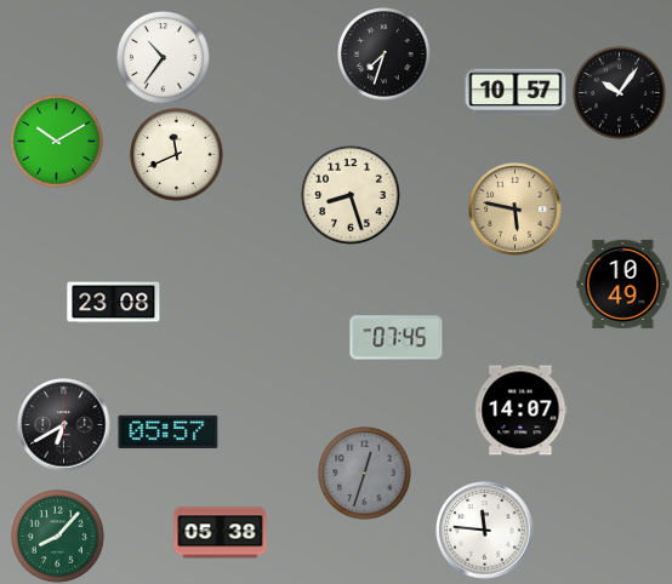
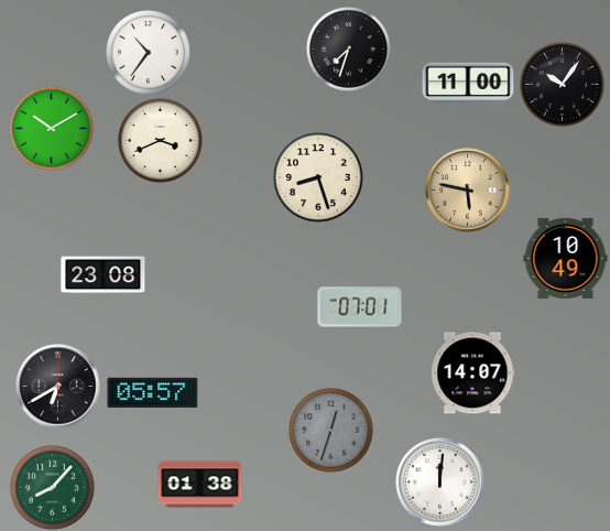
clock at (516, 92): 10:57 -> 11:00
clock at (177, 155): 11:41 -> 3:41
clock at (397, 338): 07:45 -> 07:01
clock at (485, 531): 11:46 -> 12:01
clock at (221, 533): 05:38 -> 01:38
